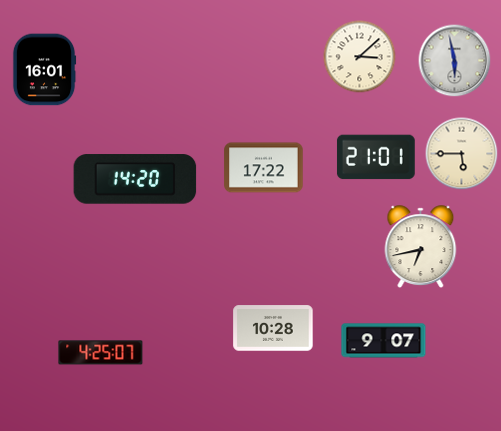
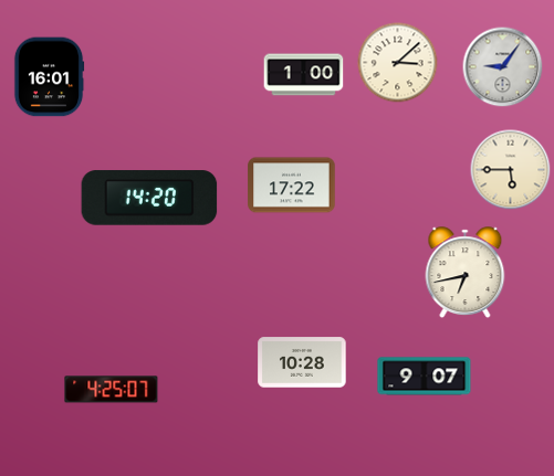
clock at (455, 61): 5:58 -> 9:06
clock at (304, 75): none -> 1:00
clock at (376, 157): 21:01 -> none
